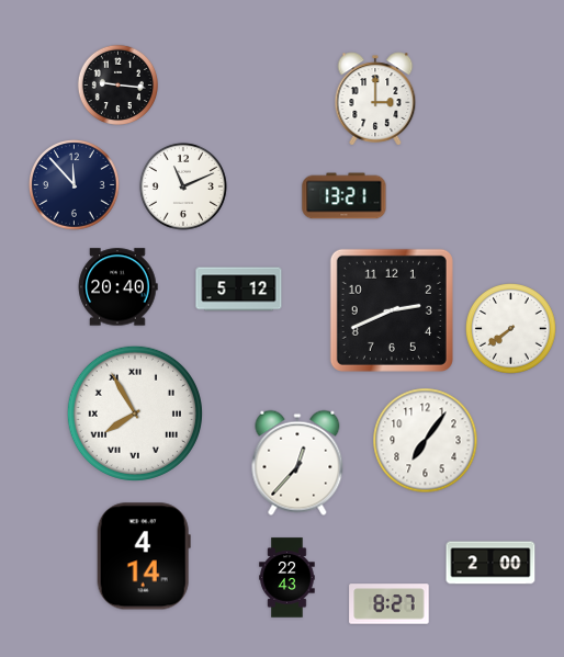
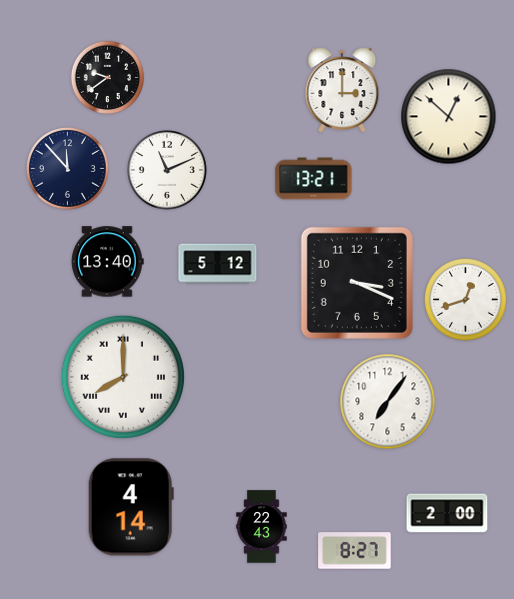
clock at (117, 84): 9:16 -> 9:39
clock at (449, 117): none -> 12:52
clock at (117, 287): 20:40 -> 13:40
clock at (392, 310): 2:41 -> 3:19
clock at (511, 329): 7:39 -> 12:42
clock at (135, 414): 7:55 -> 8:00
clock at (297, 463): 12:37 -> none
